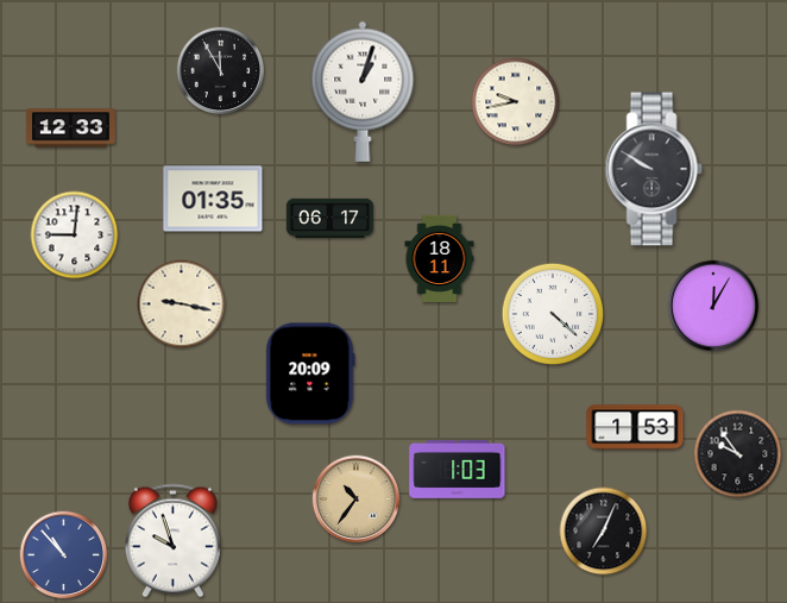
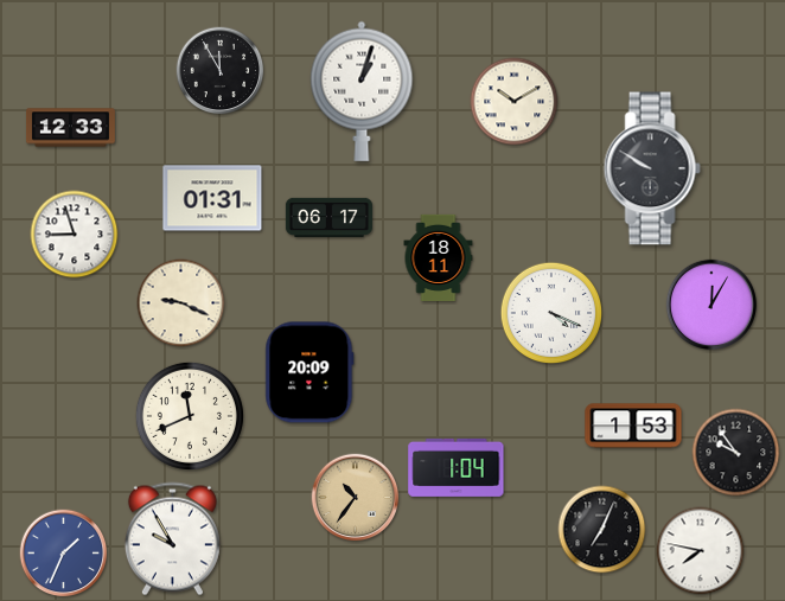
clock at (516, 102): 9:43 -> 10:10
clock at (213, 199): 01:35 -> 01:31
clock at (75, 235): 9:01 -> 8:57
clock at (182, 304): 9:17 -> 9:19
clock at (553, 314): 4:22 -> 4:19
clock at (190, 416): none -> 11:41
clock at (458, 469): 1:03 -> 1:04
clock at (172, 541): 9:57 -> 9:55
clock at (701, 551): none -> 7:47
clock at (64, 555): 10:53 -> 1:34
